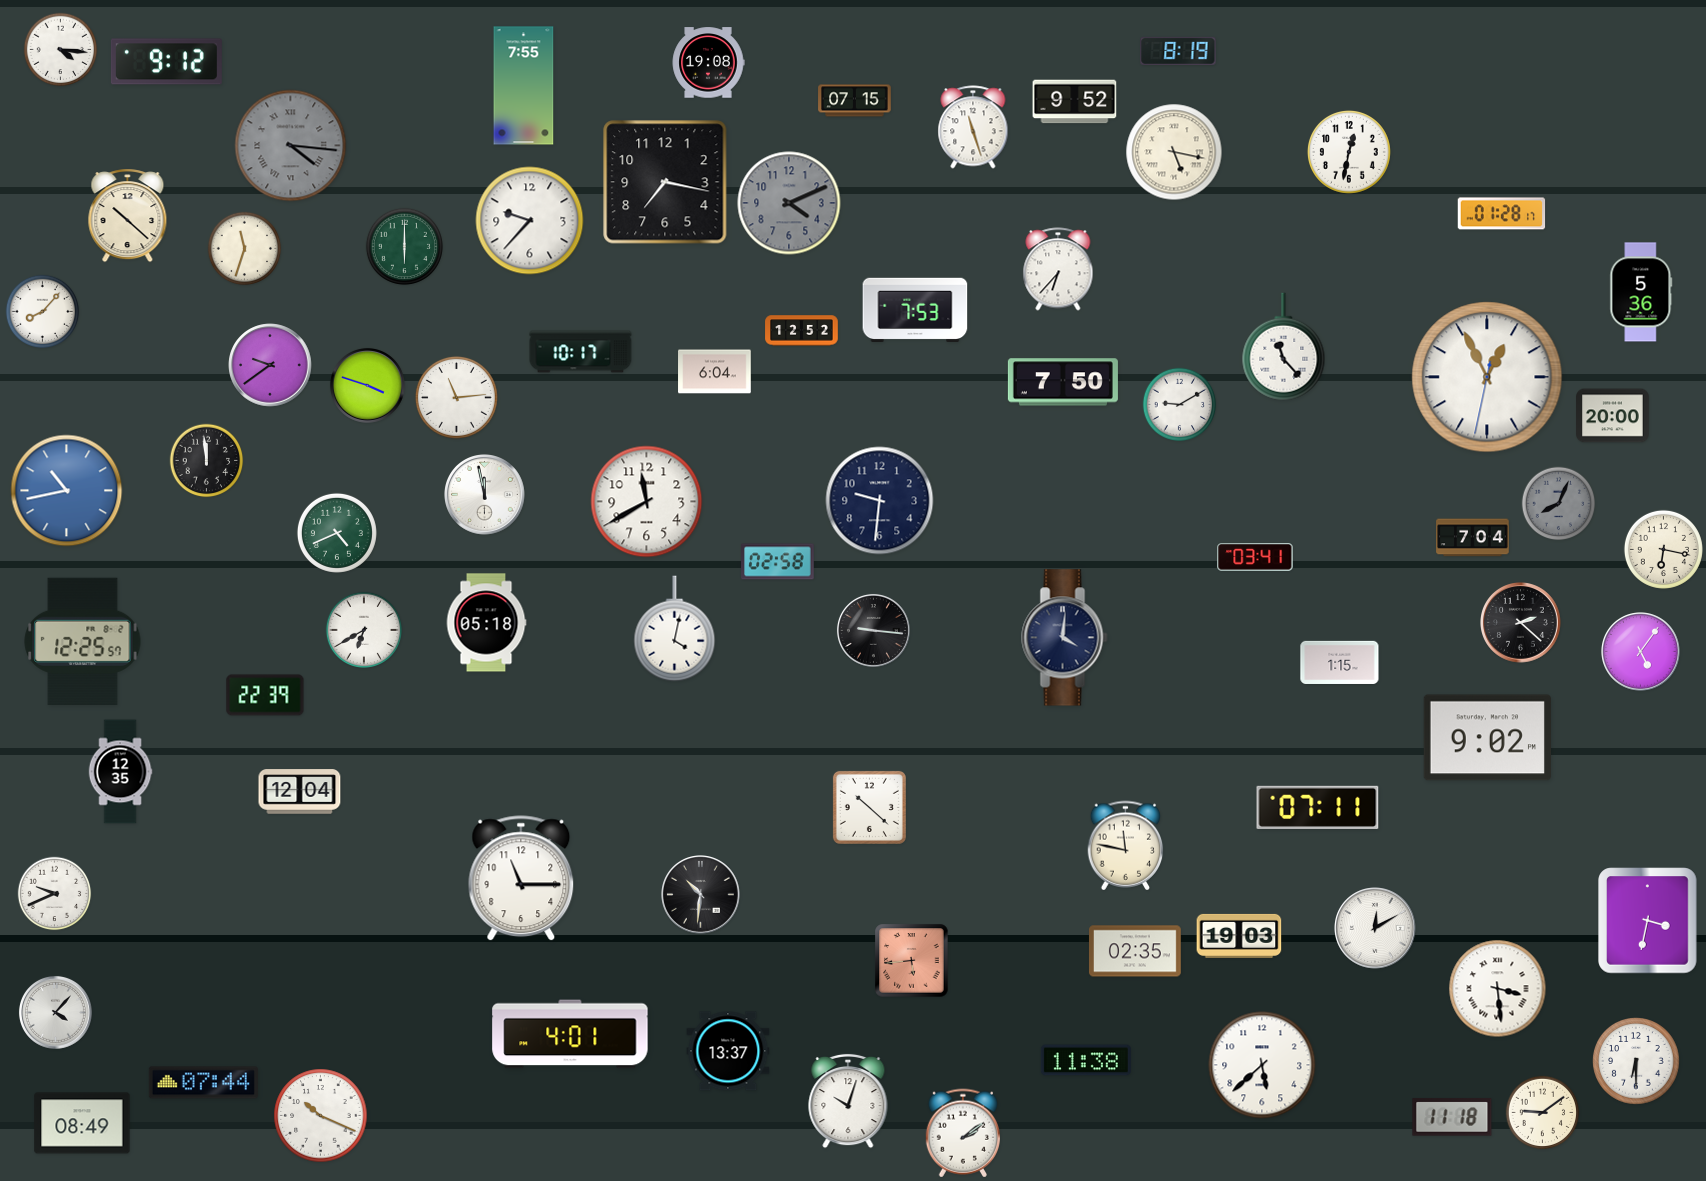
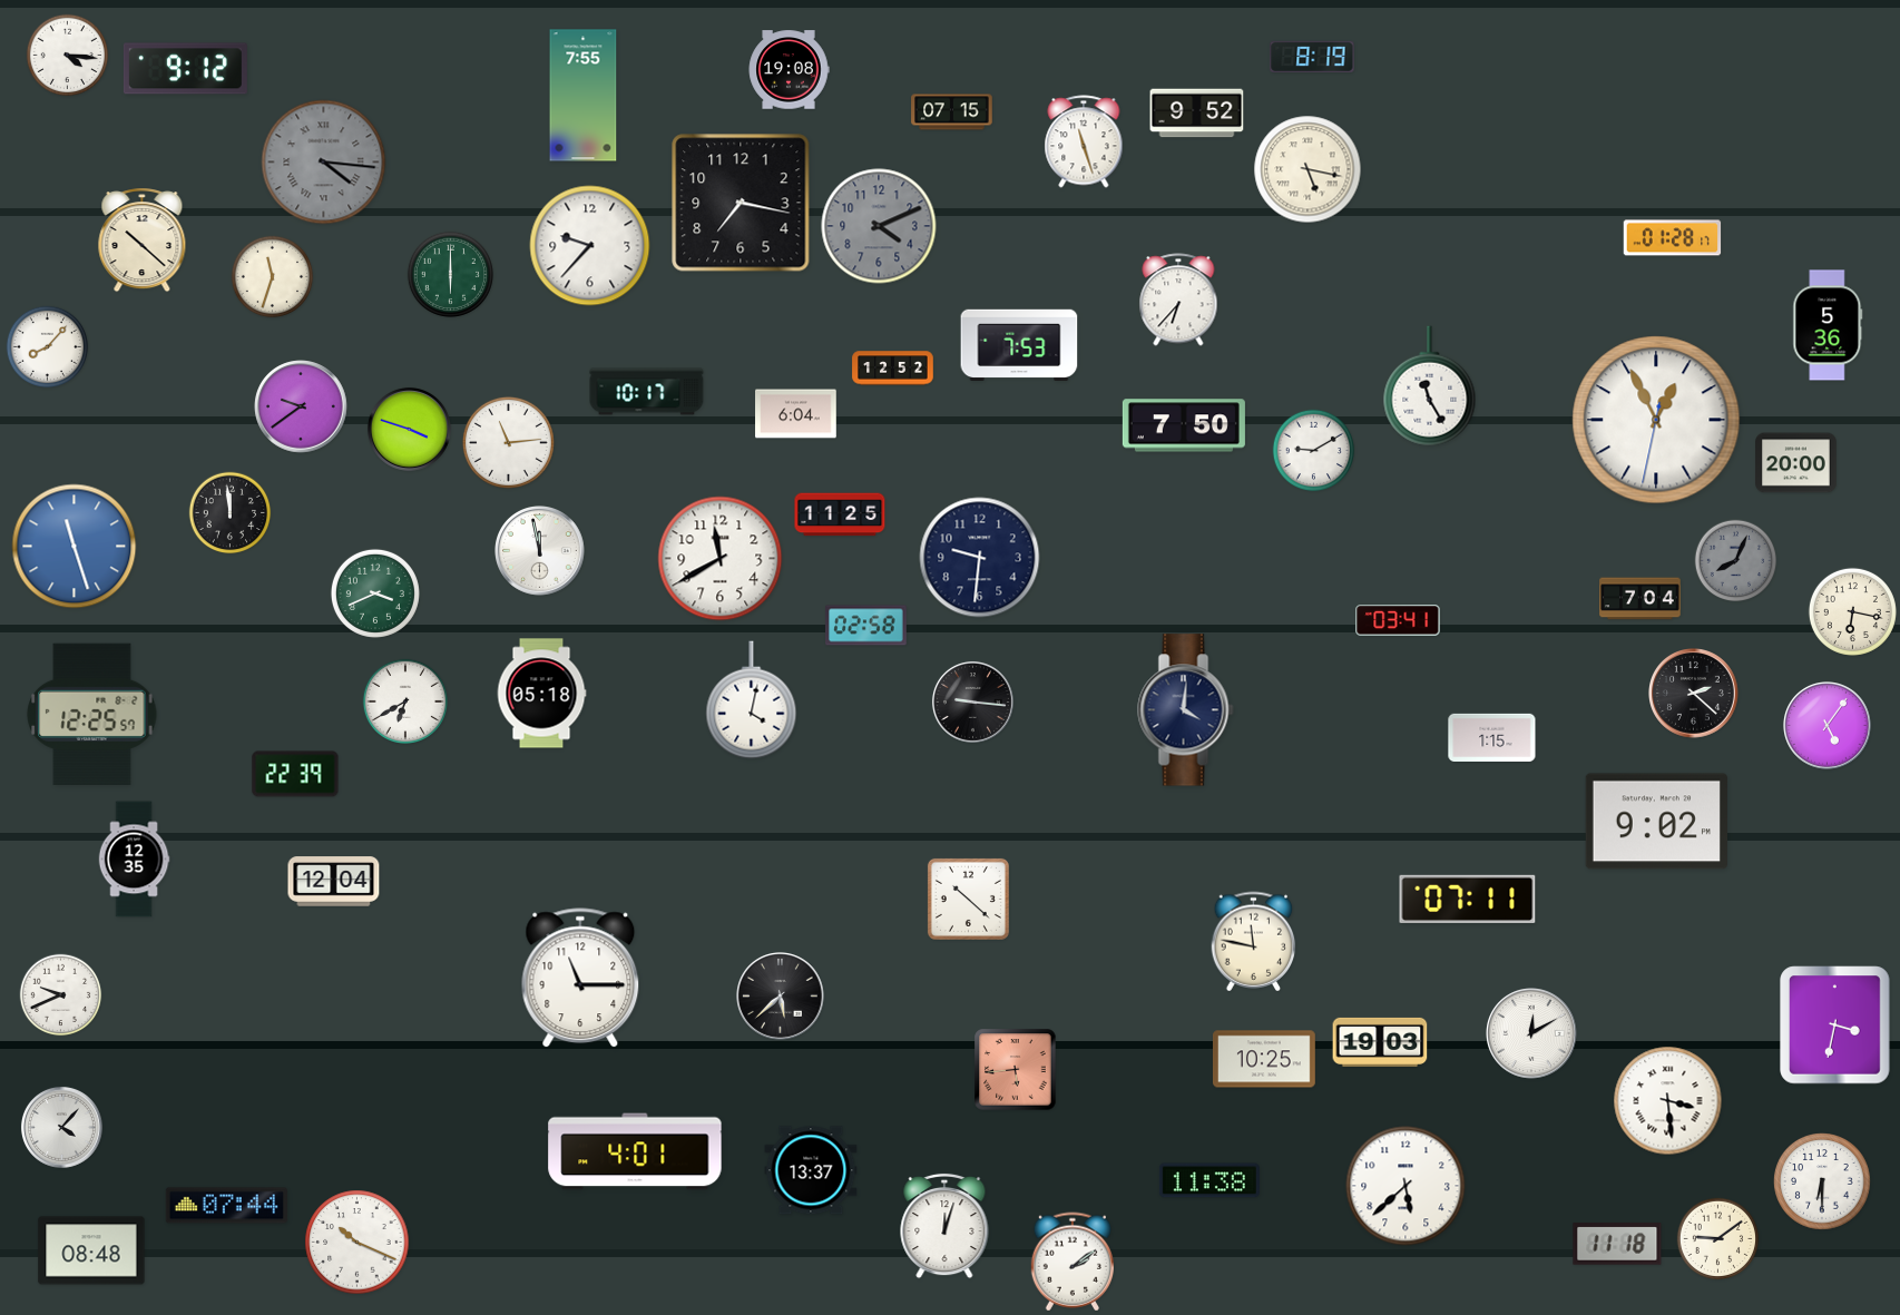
clock at (1349, 152): 12:32 -> none
clock at (1284, 347): 11:23 -> 11:25
clock at (840, 514): none -> 11:25
clock at (67, 491): 10:43 -> 11:27
clock at (337, 533): 4:41 -> 3:41
clock at (701, 895): 10:31 -> 5:38
clock at (1135, 951): 02:35 -> 10:25
clock at (848, 1101): 10:03 -> 12:03
clock at (82, 1123): 08:49 -> 08:48
